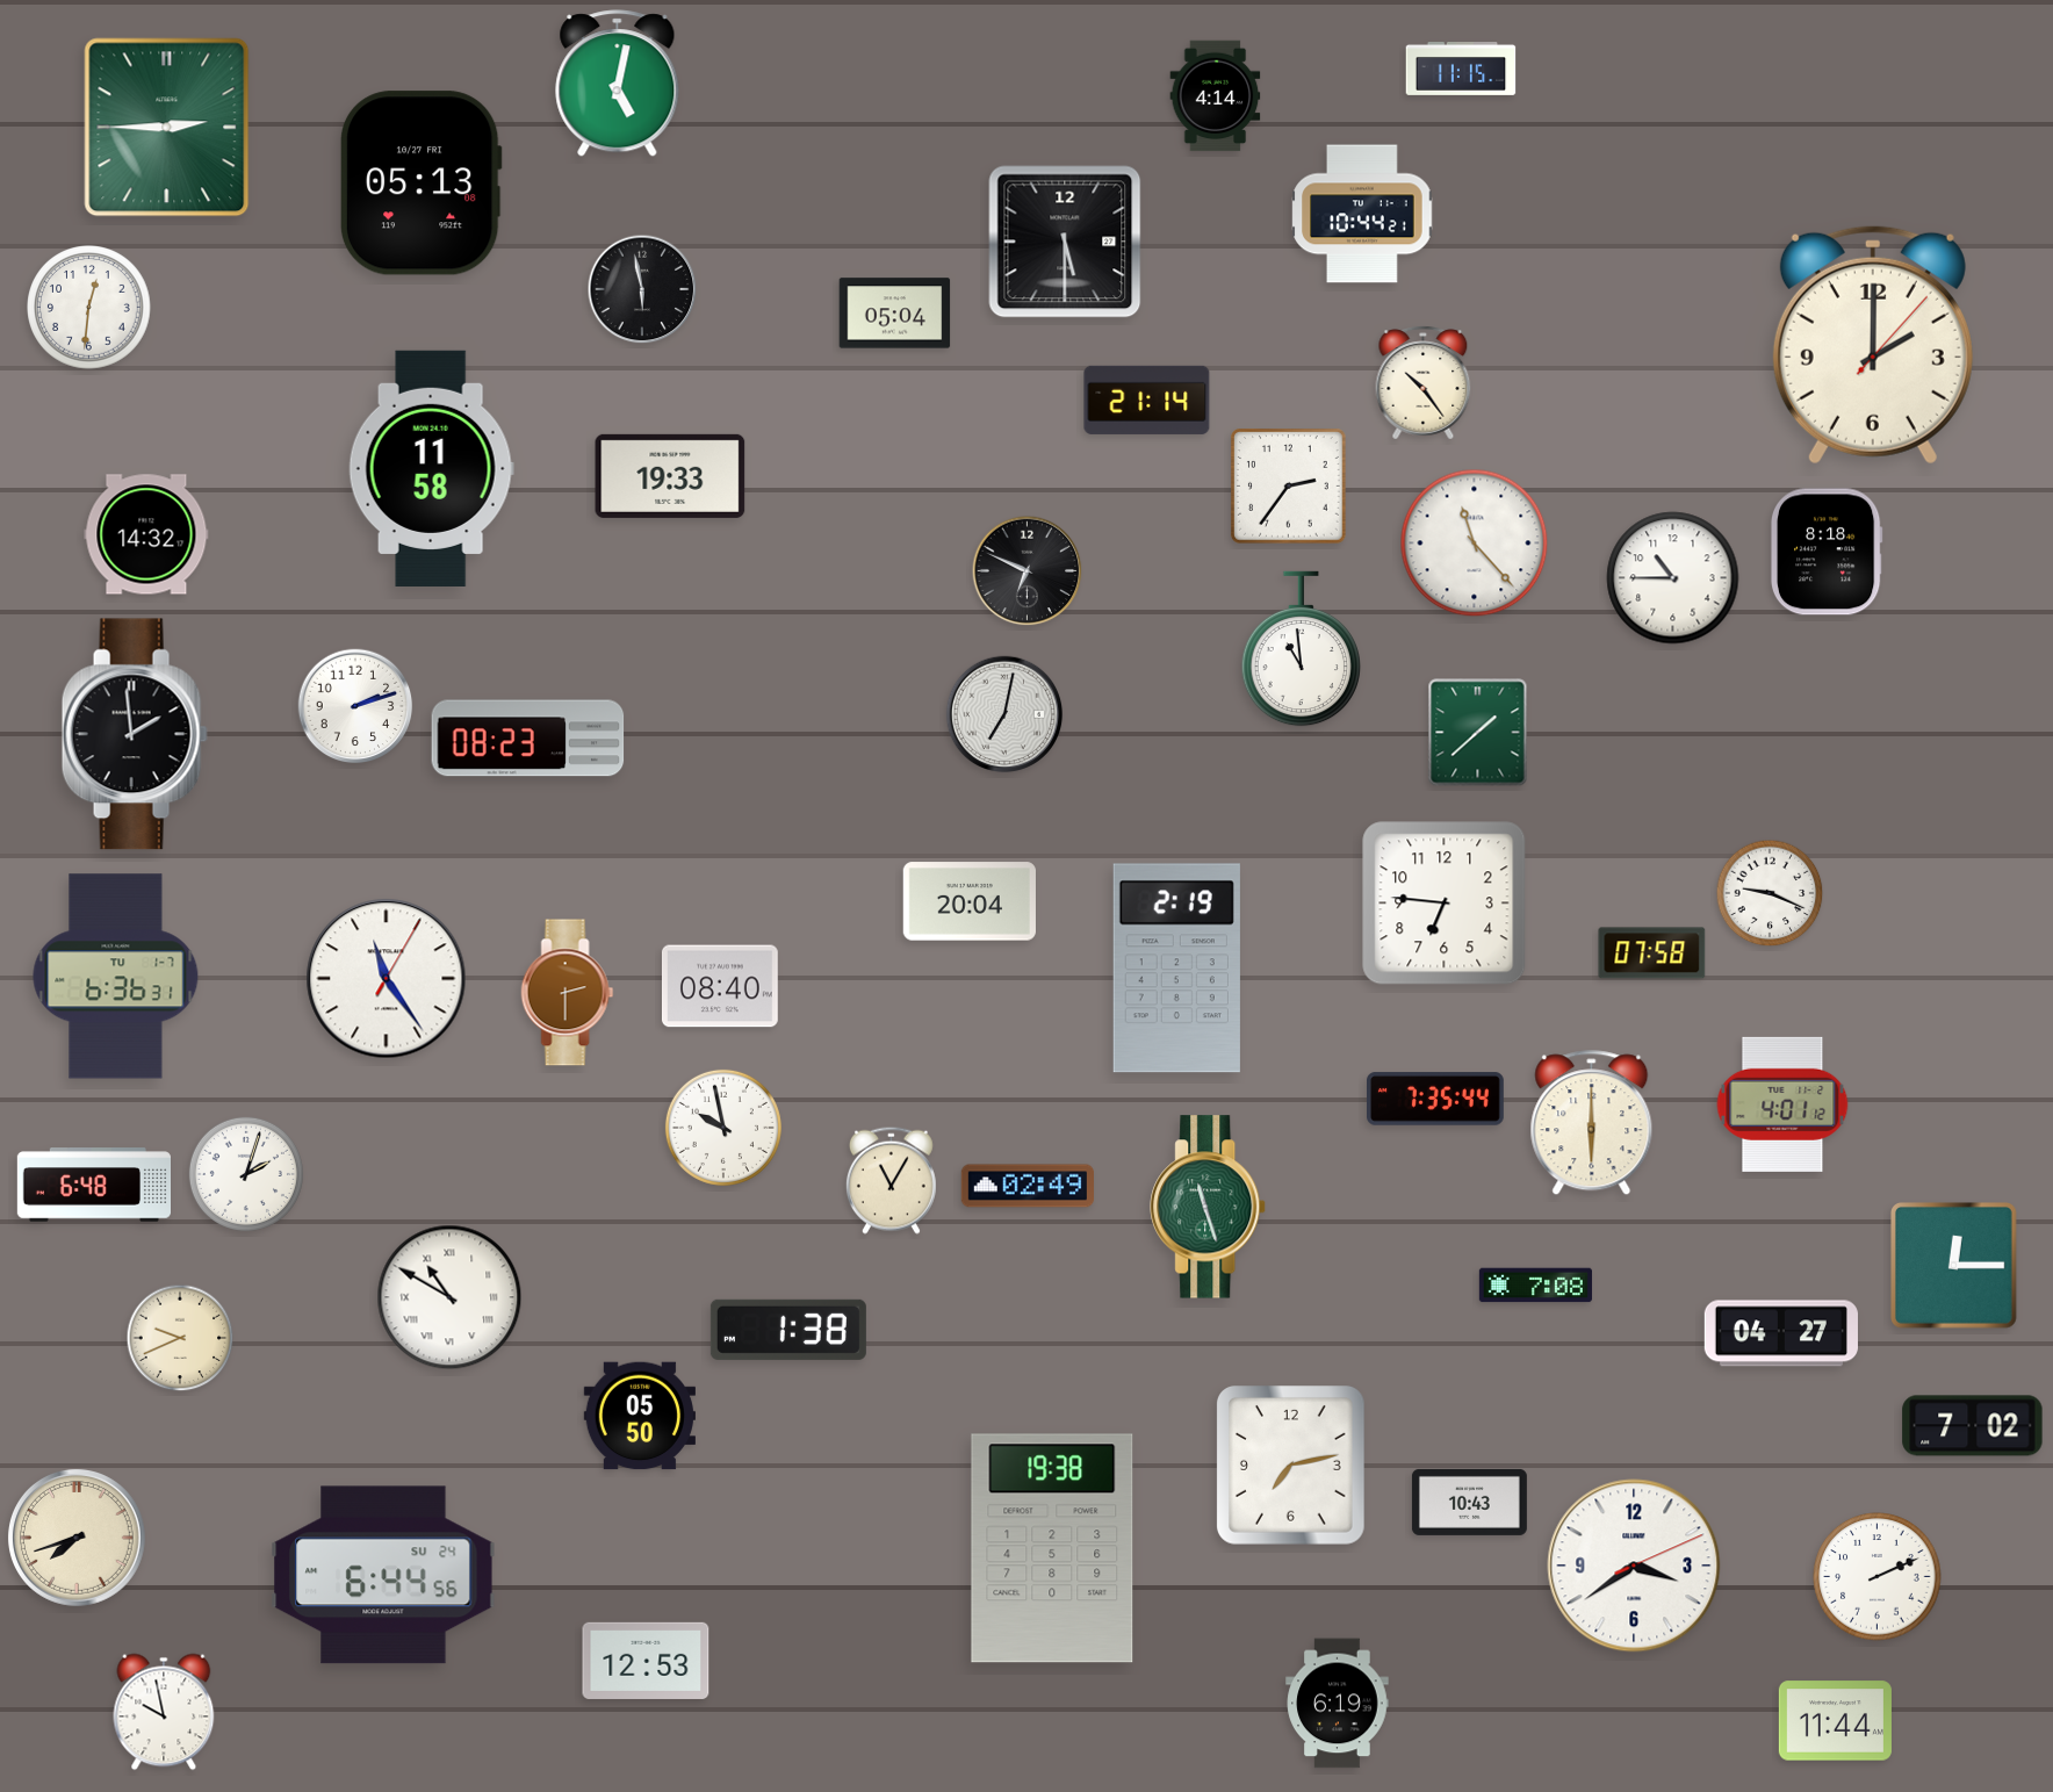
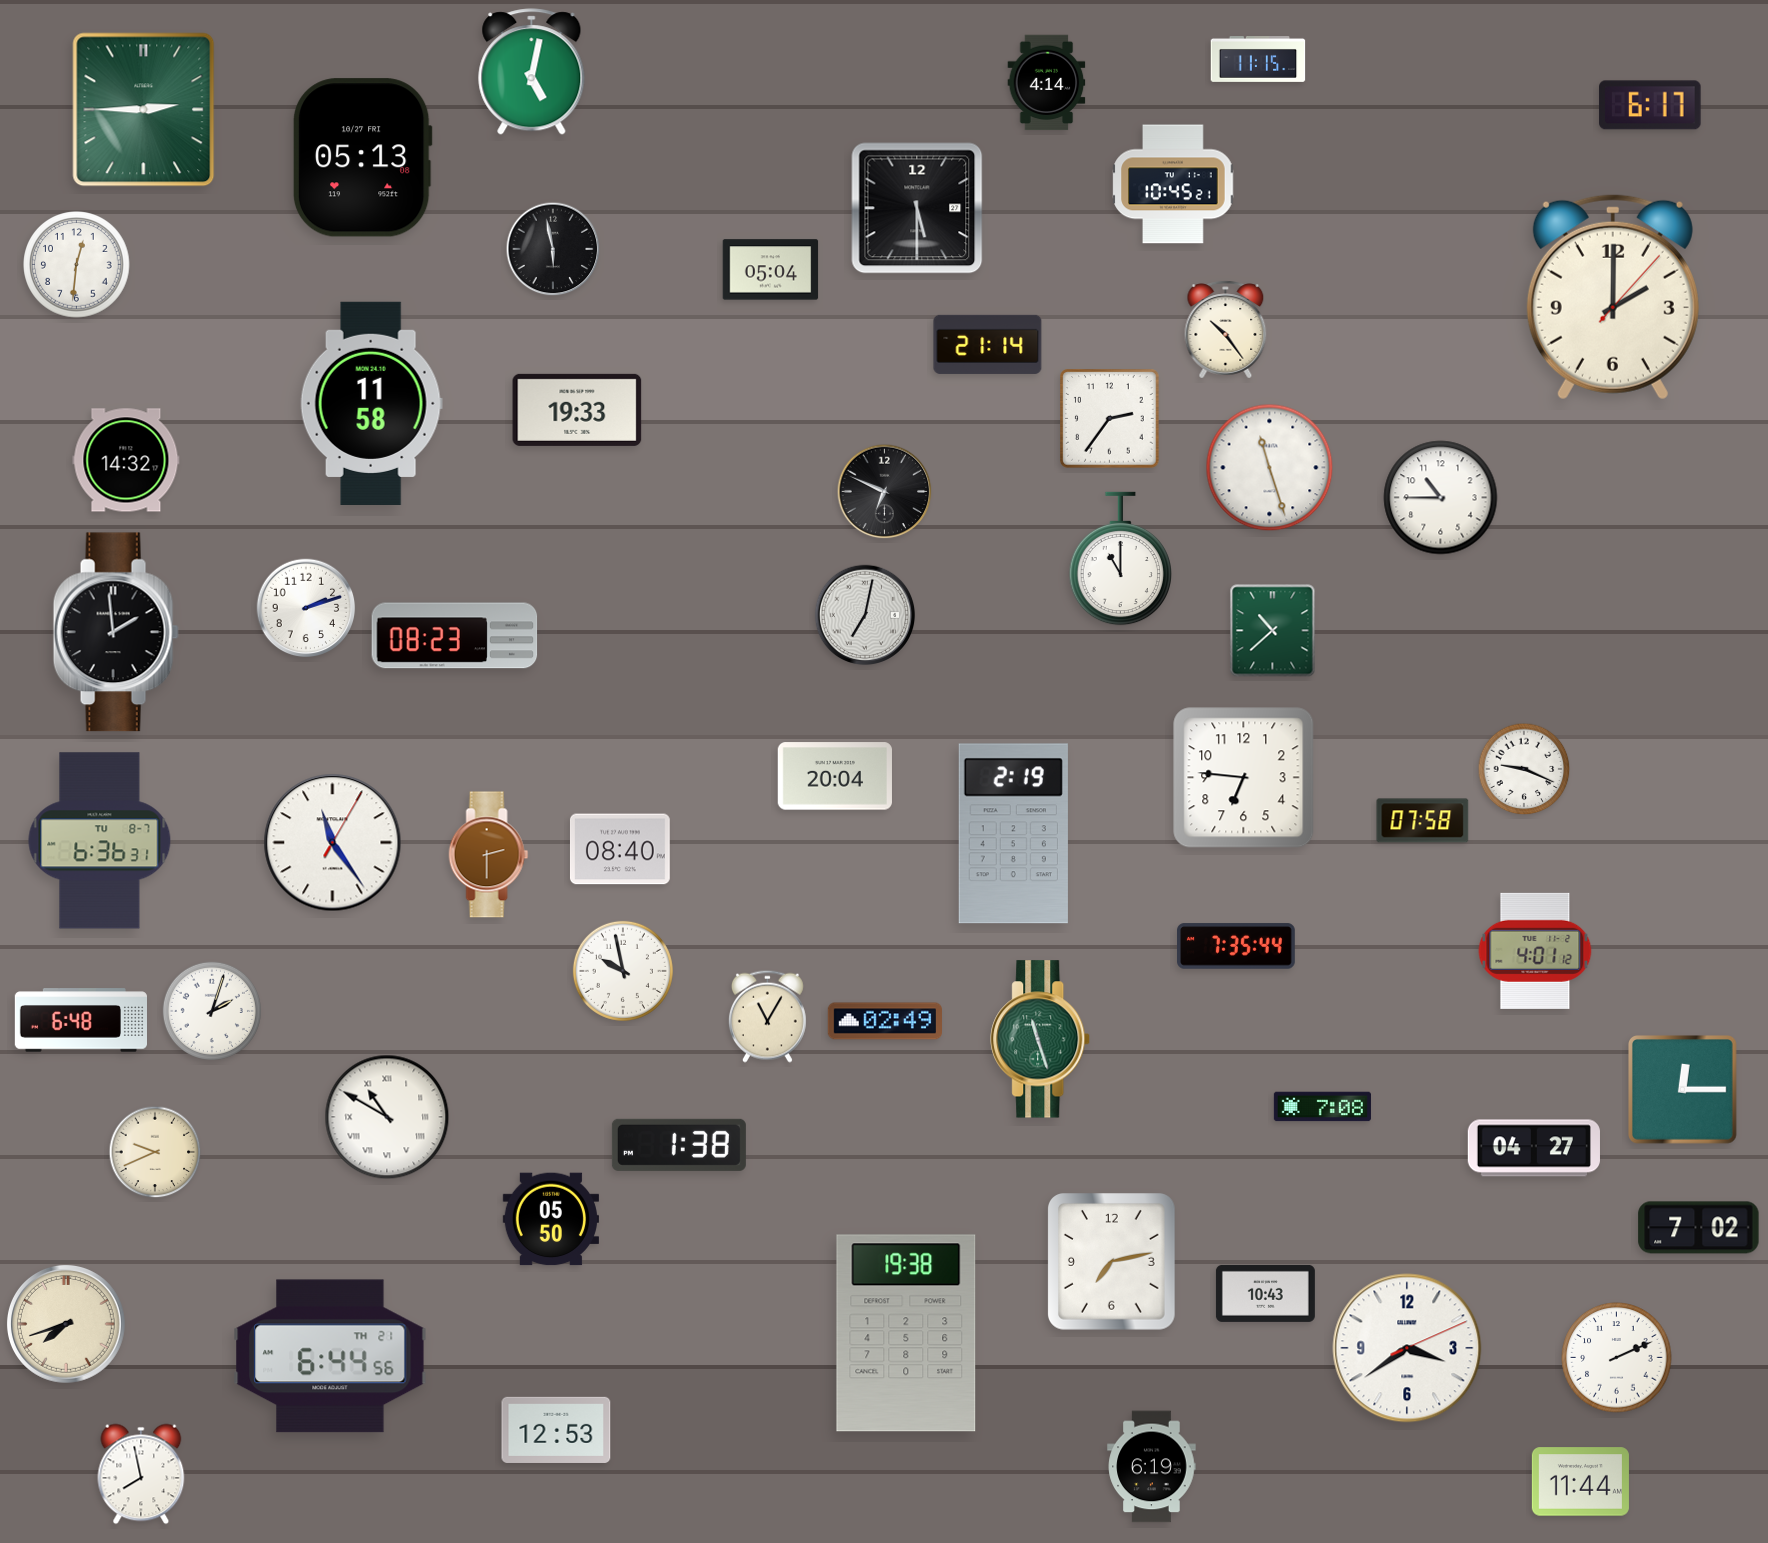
clock at (1650, 105): none -> 6:17
clock at (1362, 214): 10:44 -> 10:45
clock at (1475, 544): 11:23 -> 11:27
clock at (1827, 552): 8:18 -> none
clock at (1301, 649): 10:59 -> 11:00
clock at (1478, 733): 1:38 -> 10:38
clock at (116, 977) date: TU 1-7 -> TU 8-7
clock at (1592, 1123): 6:00 -> none
clock at (383, 1575) date: SU 24 -> TH 21
clock at (164, 1712): 9:58 -> 7:58
